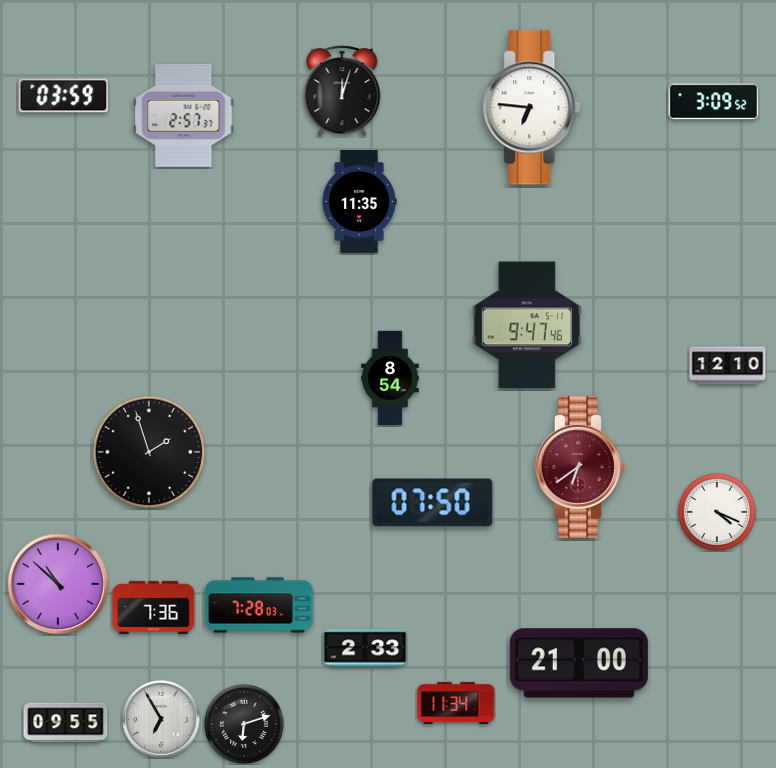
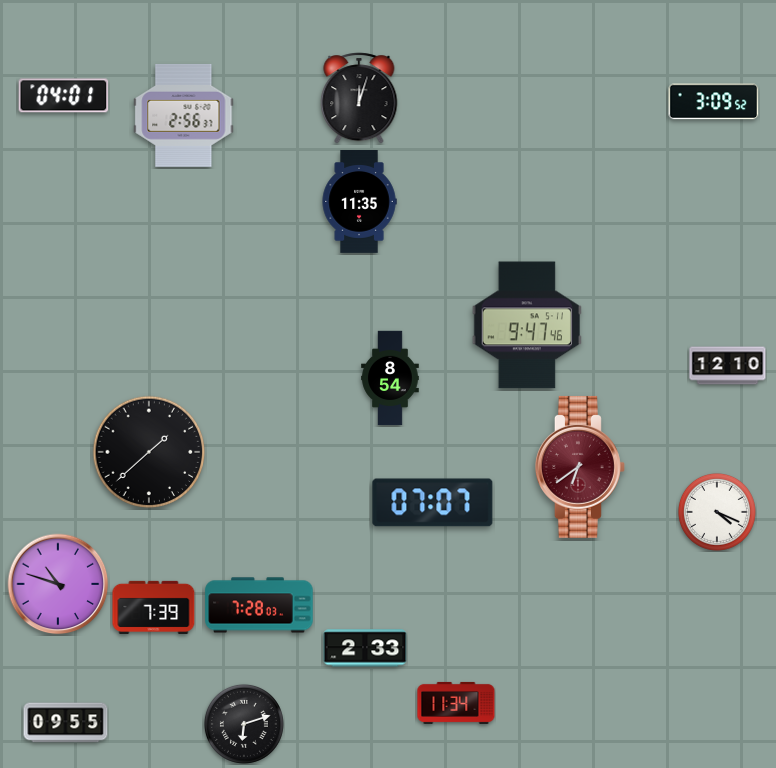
clock at (342, 91) position: (342, 91) -> (359, 98)
clock at (64, 96): 03:59 -> 04:01
clock at (532, 108): 6:46 -> none
clock at (184, 115): 2:57 -> 2:56
clock at (149, 452): 1:57 -> 1:38
clock at (433, 503): 07:50 -> 07:07
clock at (58, 584): 10:52 -> 10:48
clock at (154, 607): 7:36 -> 7:39
clock at (579, 663): 21:00 -> none
clock at (161, 719): 6:55 -> none
